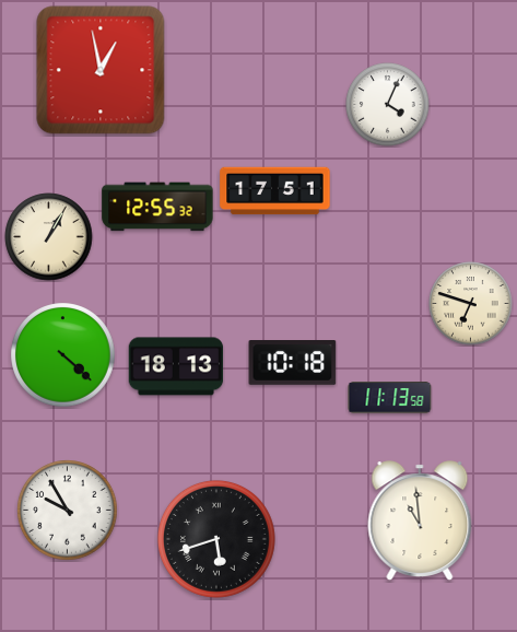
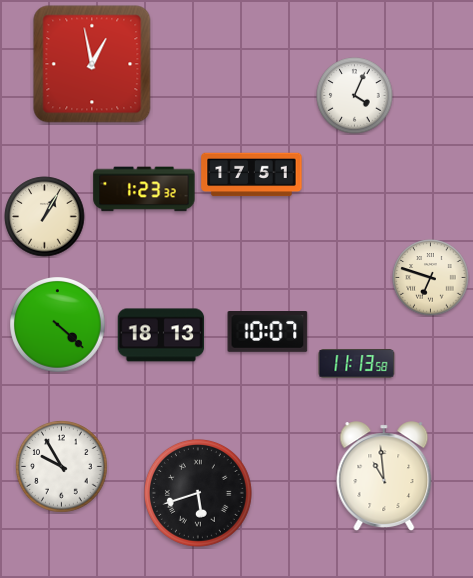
clock at (157, 207): 12:55 -> 1:23
clock at (293, 363): 10:18 -> 10:07
